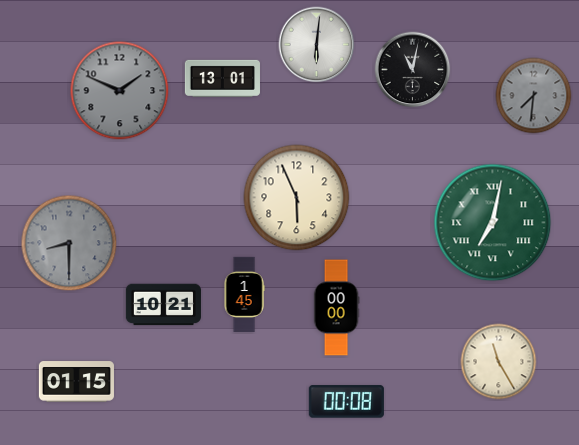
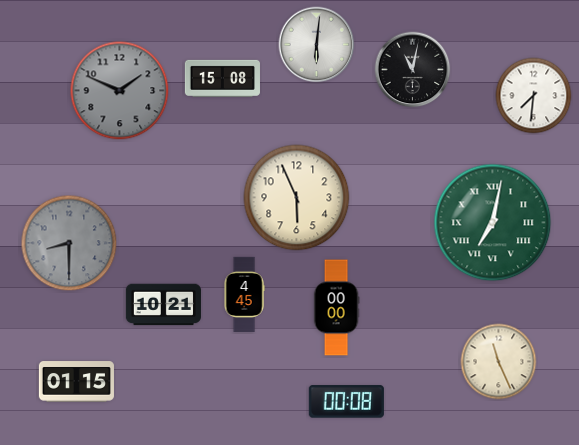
clock at (222, 78): 13:01 -> 15:08
clock at (534, 96) dial: grey -> white
clock at (244, 294): 1:45 -> 4:45
clock at (499, 362): 11:25 -> 11:26
